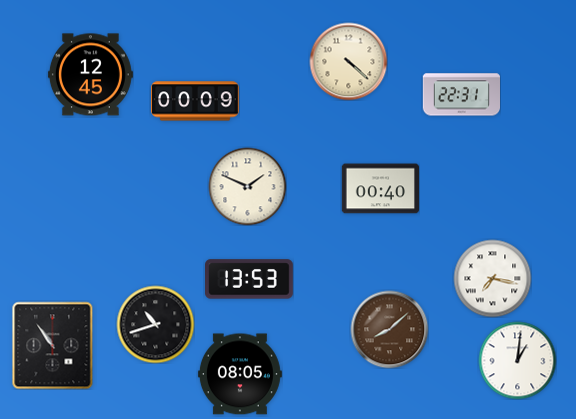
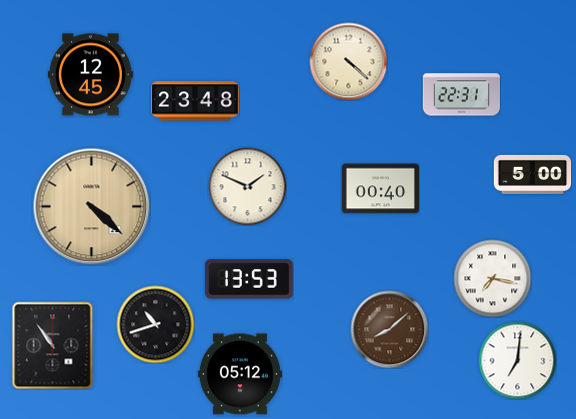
clock at (195, 101): 00:09 -> 23:48
clock at (532, 174): none -> 5:00
clock at (91, 206): none -> 4:22
clock at (517, 360): 1:01 -> 7:01
clock at (240, 374): 08:05 -> 05:12
